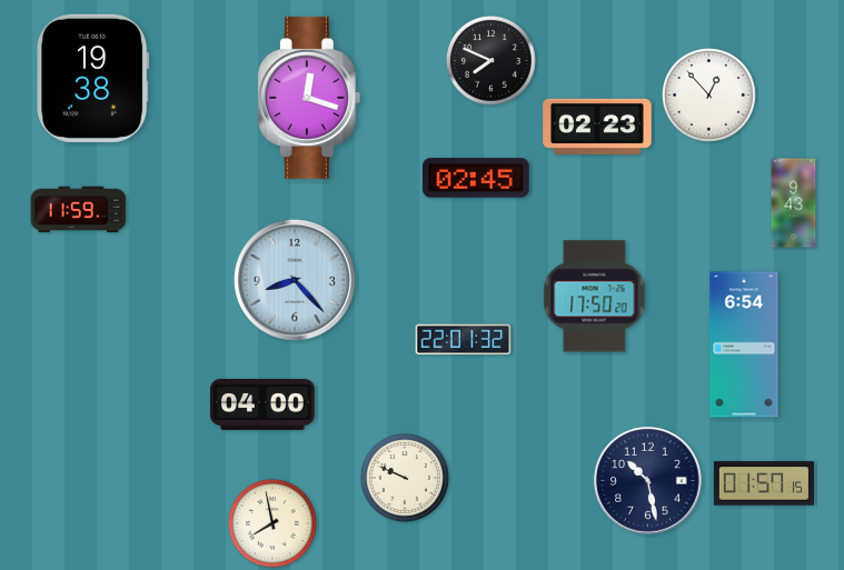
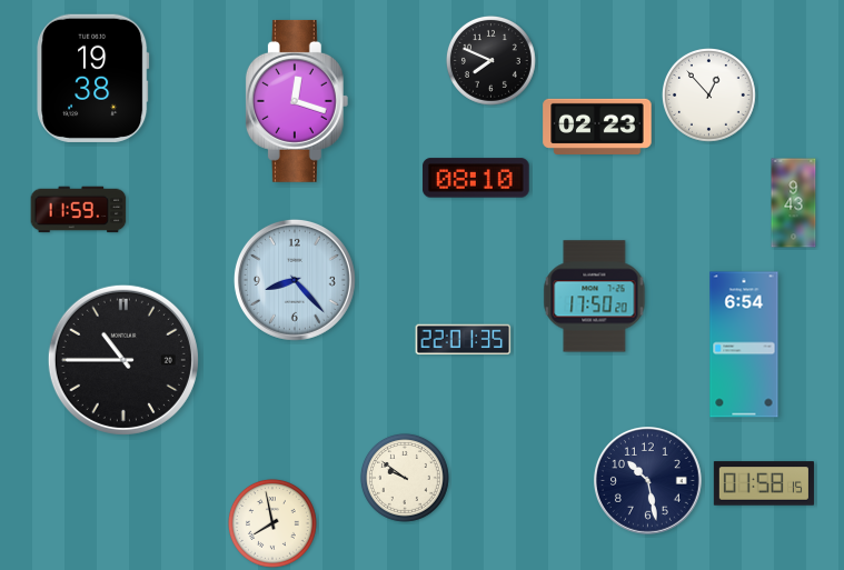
clock at (309, 98) position: (309, 98) -> (297, 101)
clock at (476, 178): 02:45 -> 08:10
clock at (464, 340): 22:01:32 -> 22:01:35
clock at (123, 360): none -> 10:45
clock at (264, 404): 04:00 -> none
clock at (405, 478): 9:49 -> 9:51
clock at (764, 483): 01:57 -> 01:58
